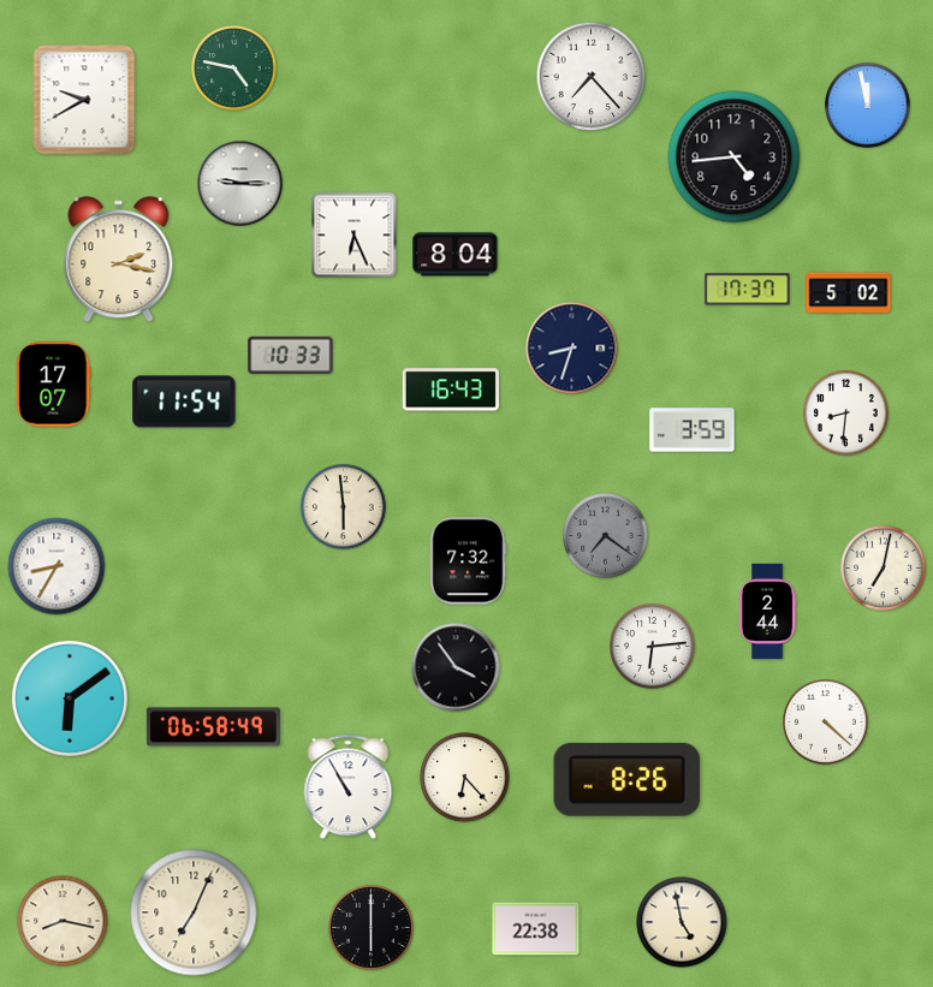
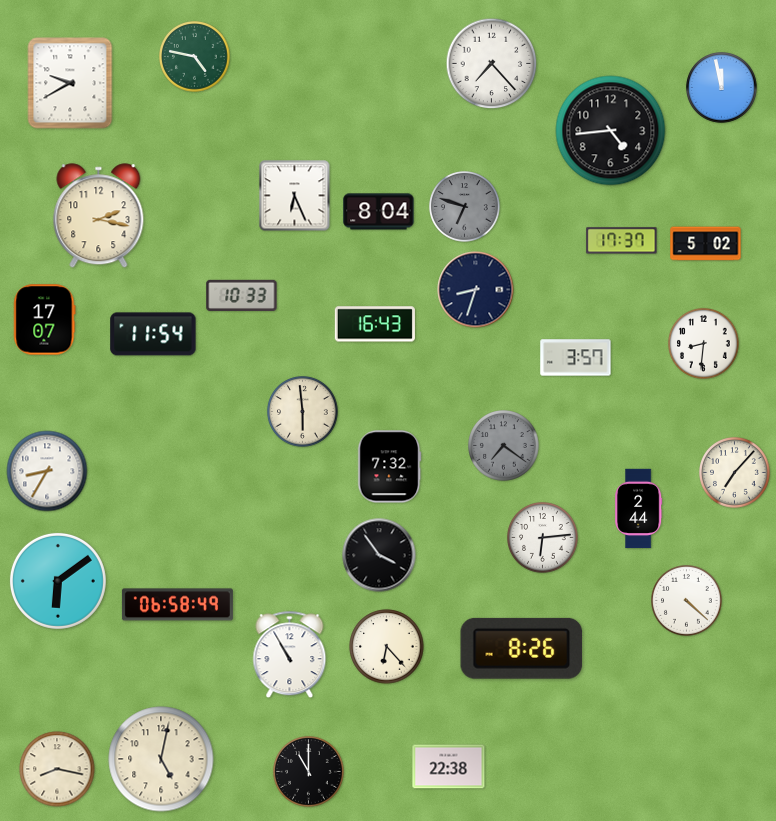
clock at (240, 184): 9:15 -> none
clock at (465, 207): none -> 6:48
clock at (693, 430): 3:59 -> 3:57
clock at (344, 507) position: (344, 507) -> (303, 412)
clock at (884, 569): 7:02 -> 7:07
clock at (194, 912): 7:04 -> 5:02
clock at (63, 921) position: (63, 921) -> (57, 769)
clock at (682, 922): 4:58 -> none
clock at (372, 928): 6:00 -> 11:00
clock at (536, 929) position: (536, 929) -> (449, 767)
